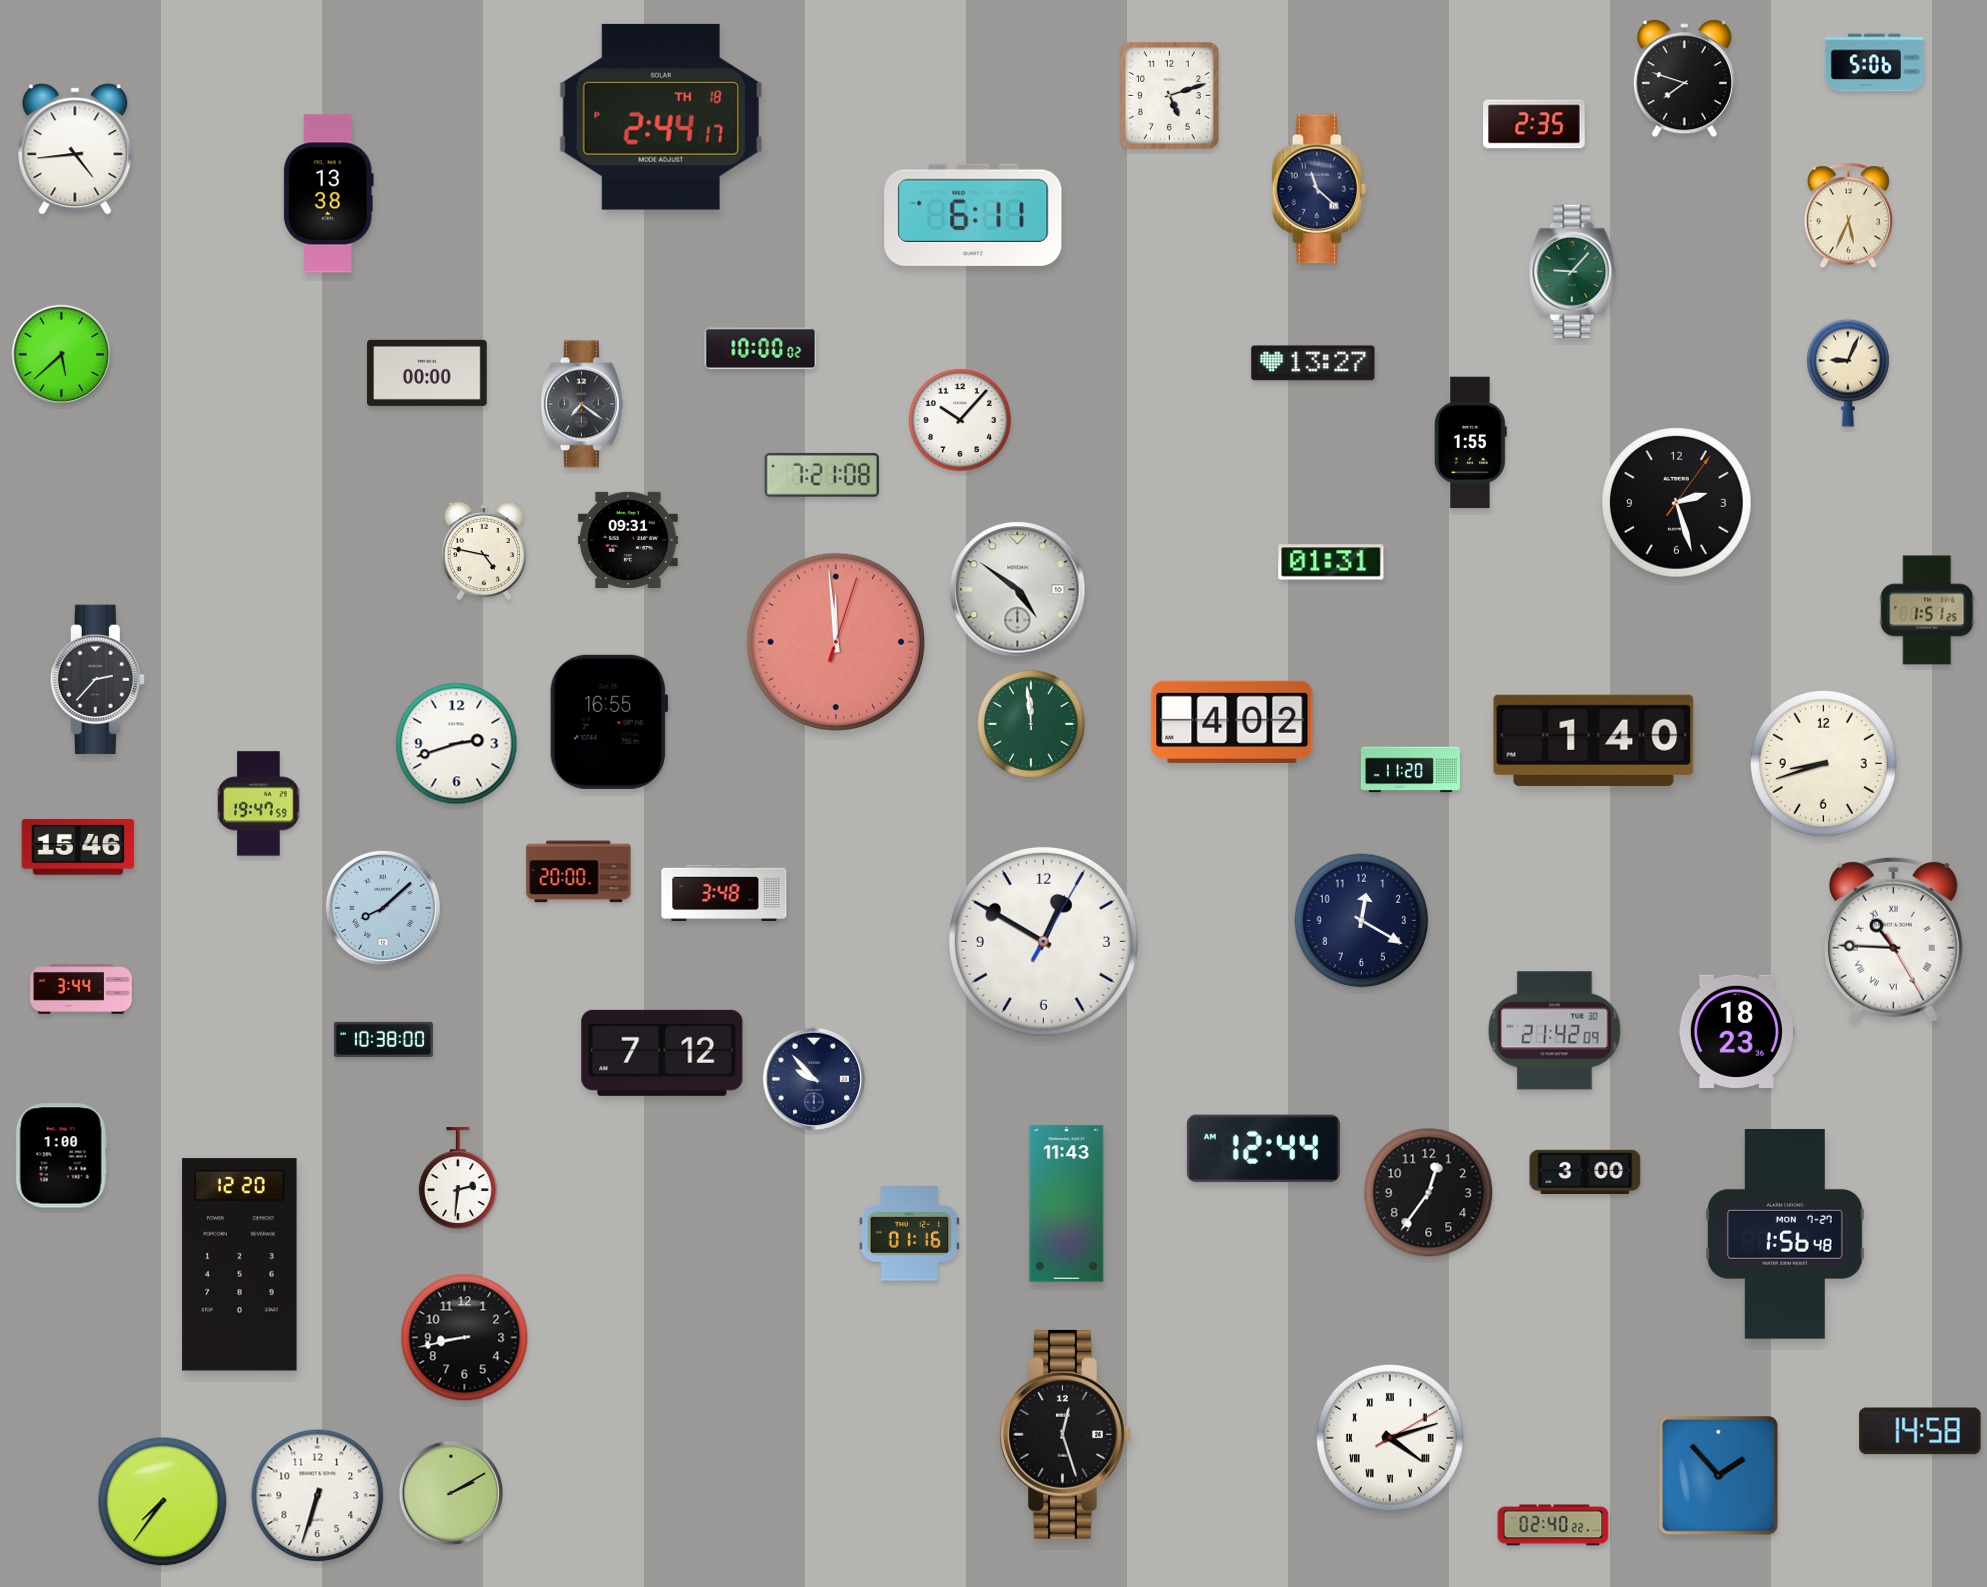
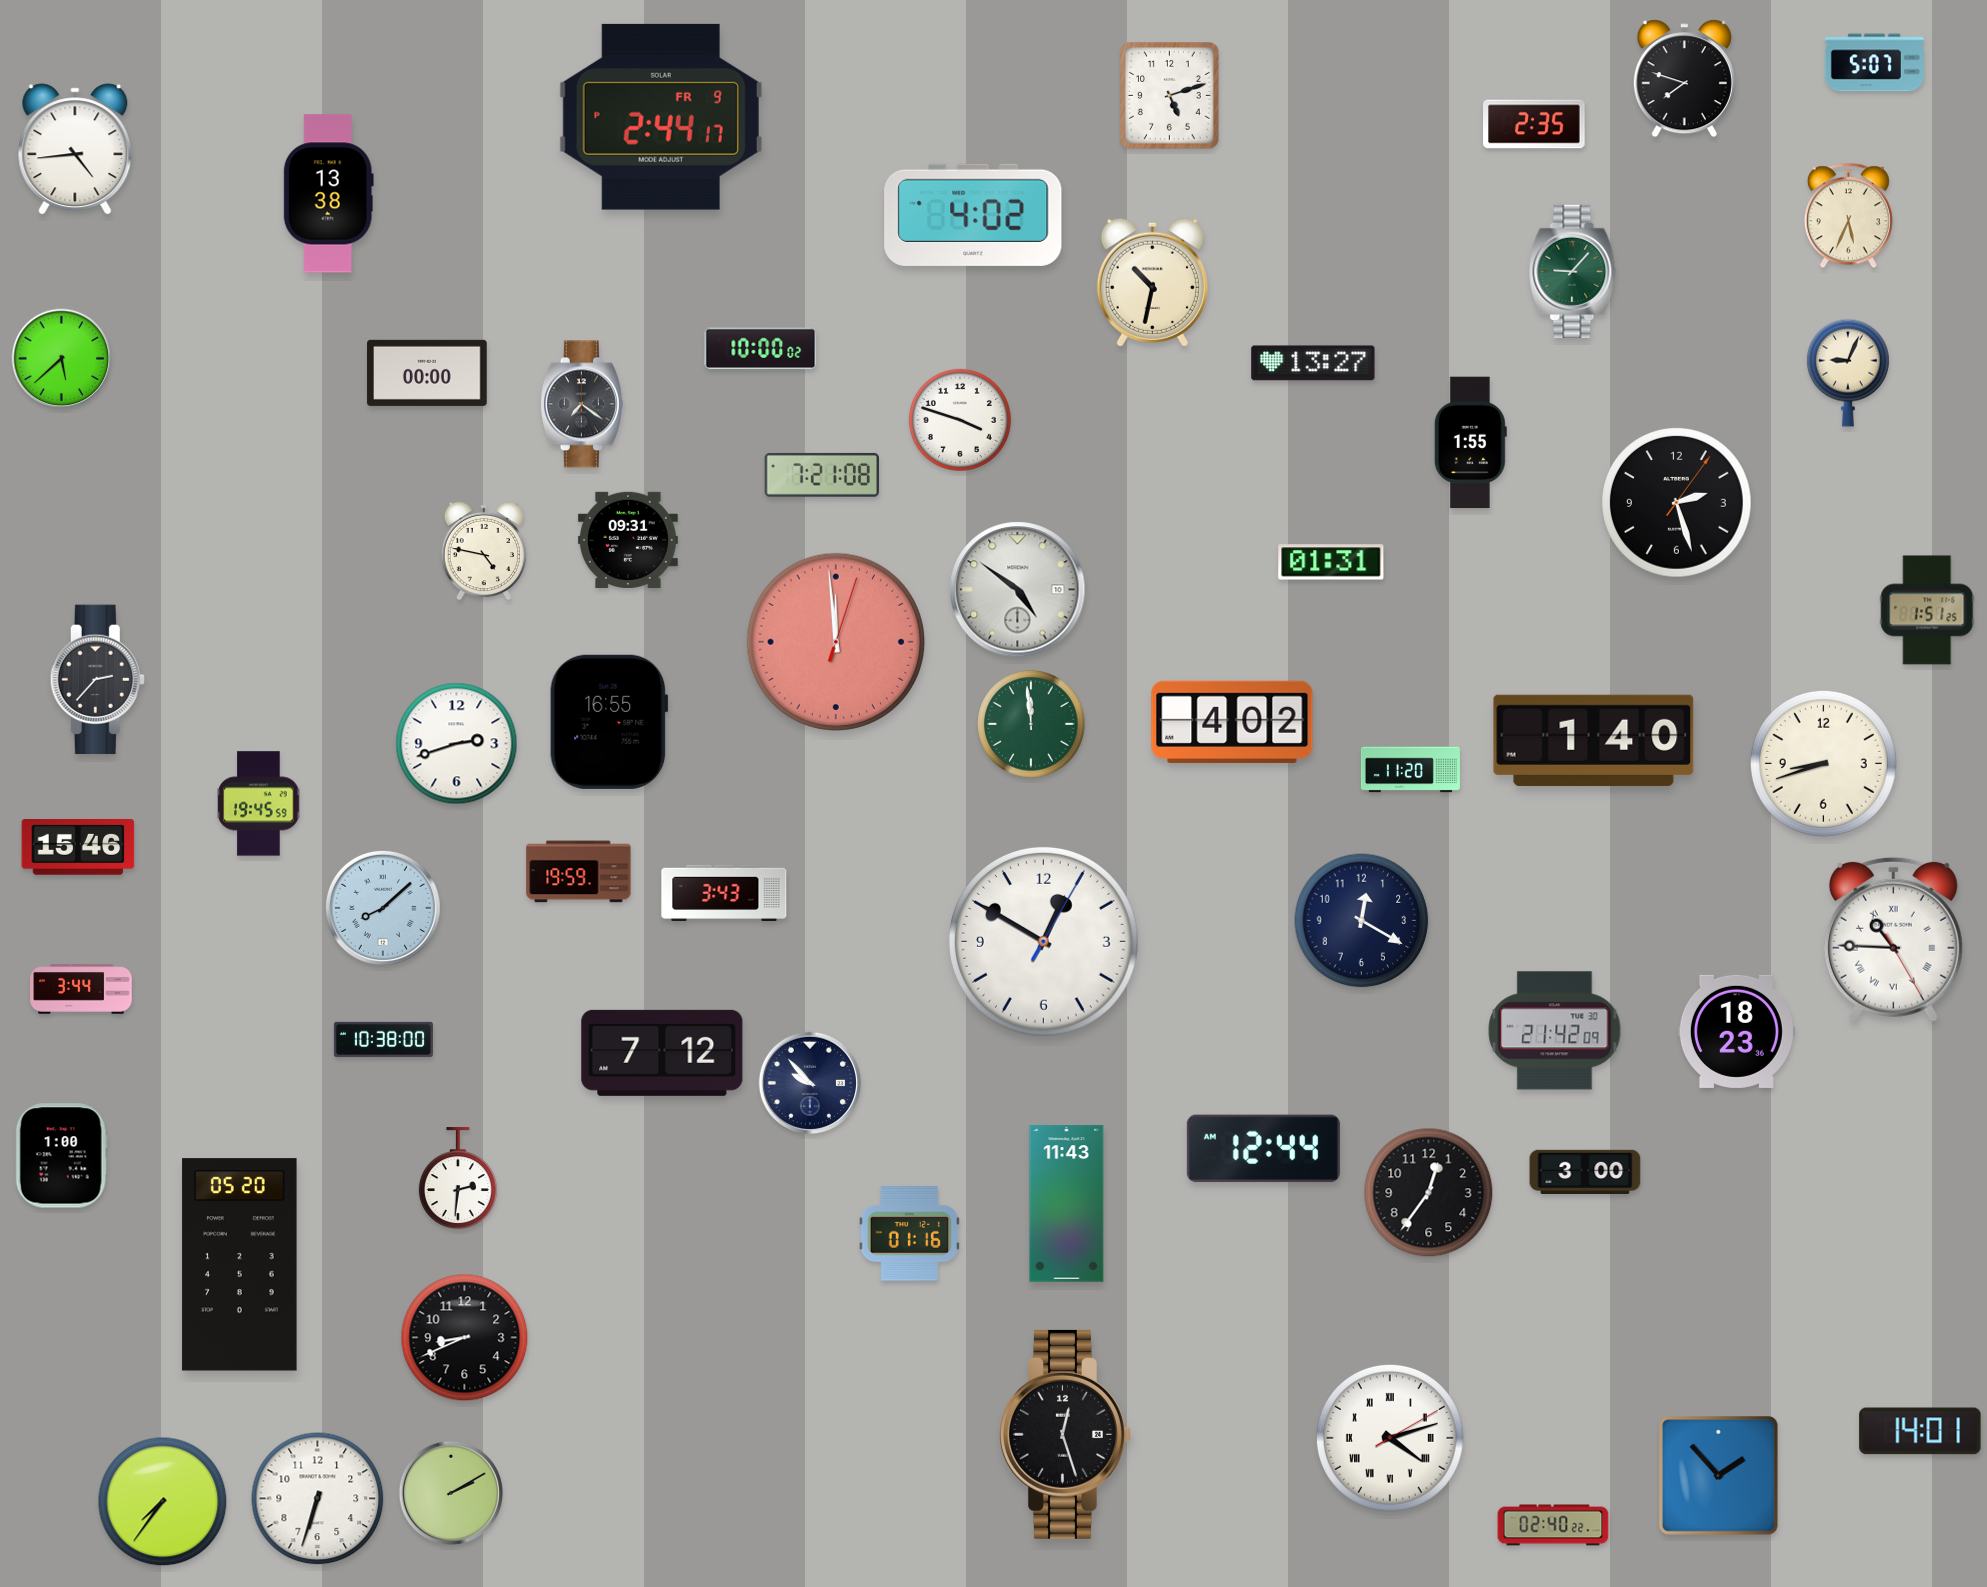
clock at (1874, 63): 5:06 -> 5:07
clock at (661, 117) date: TH 18 -> FR 9
clock at (1319, 189): 11:22 -> none
clock at (973, 215): 6:11 -> 4:02
clock at (1152, 282): none -> 10:32
clock at (62, 355) position: (62, 355) -> (62, 359)
clock at (960, 420): 10:07 -> 3:48
clock at (259, 804): 19:47 -> 19:45
clock at (579, 872): 20:00 -> 19:59
clock at (724, 892): 3:48 -> 3:43
clock at (814, 1079) position: (814, 1079) -> (810, 1083)
clock at (1785, 1235): 1:56 -> none
clock at (240, 1265): 12:20 -> 05:20
clock at (465, 1338): 8:43 -> 8:41
clock at (1920, 1431): 14:58 -> 14:01
clock at (318, 1496) position: (318, 1496) -> (318, 1499)
